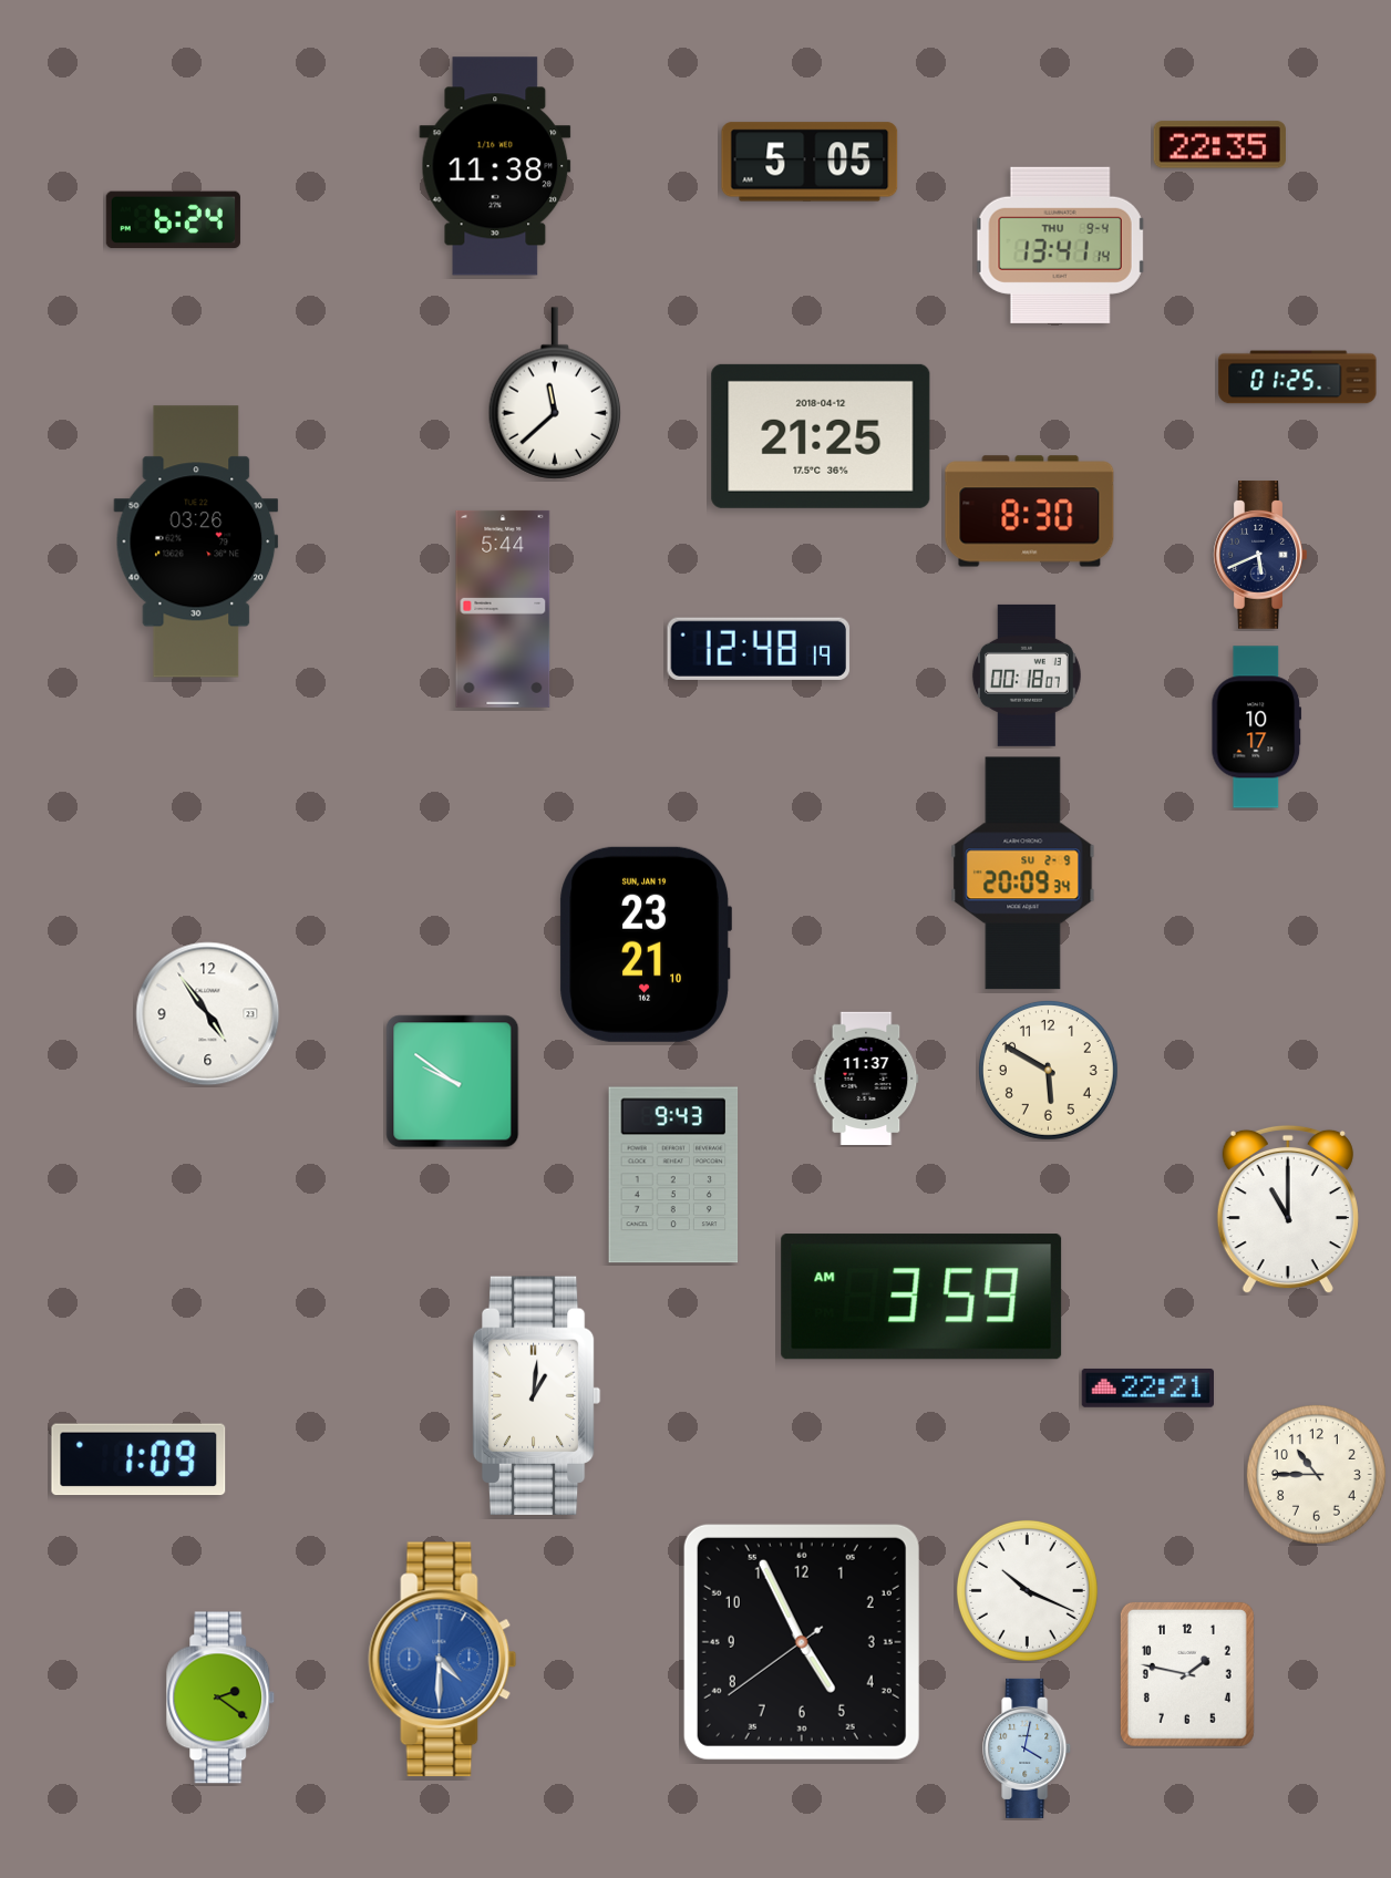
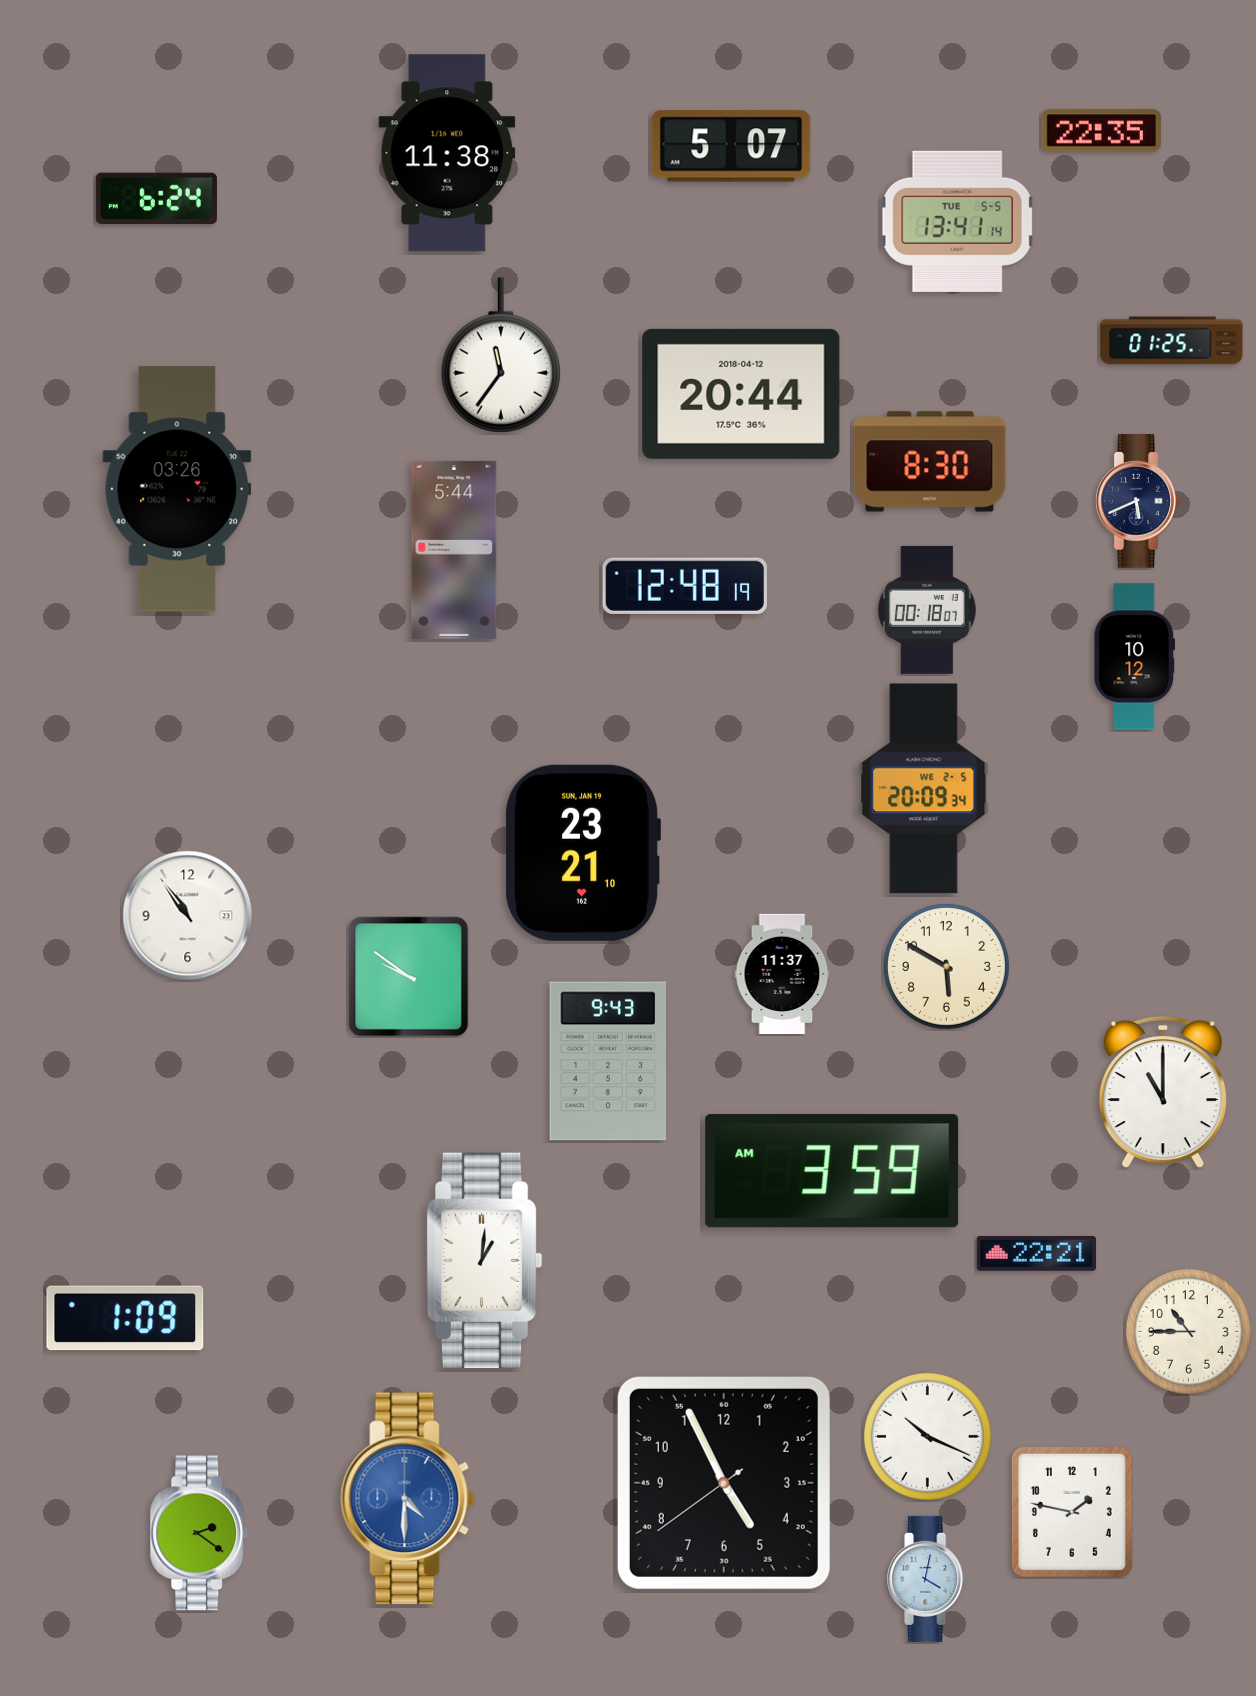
clock at (810, 162): 5:05 -> 5:07
clock at (495, 166) position: (495, 166) -> (447, 153)
clock at (1060, 245) date: THU 9-4 -> TUE 5-5
clock at (555, 393): 11:38 -> 11:36
clock at (821, 436): 21:25 -> 20:44
clock at (1257, 728): 10:17 -> 10:12
clock at (1023, 874) date: SU 2-9 -> WE 2-5
clock at (208, 1014): 4:54 -> 10:54
clock at (443, 1660) position: (443, 1660) -> (408, 1499)
